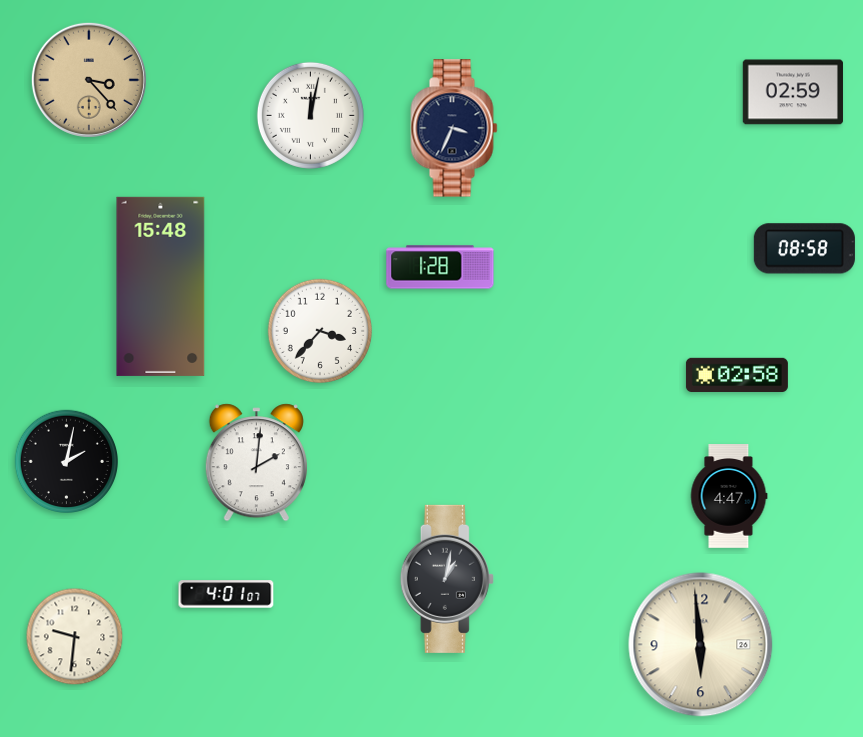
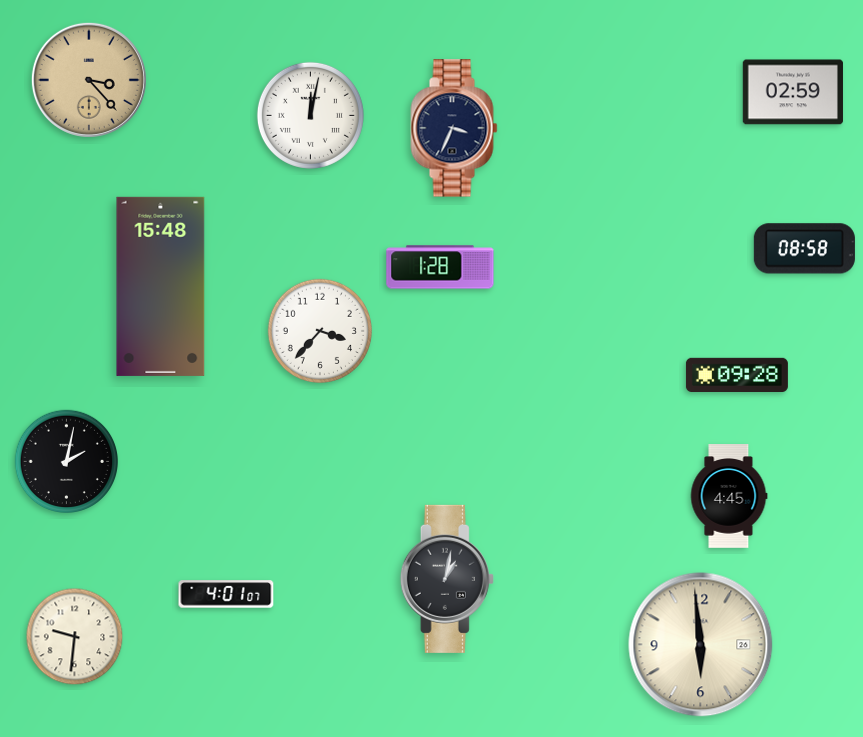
clock at (737, 374): 02:58 -> 09:28
clock at (256, 463): 2:01 -> none
clock at (729, 496): 4:47 -> 4:45
